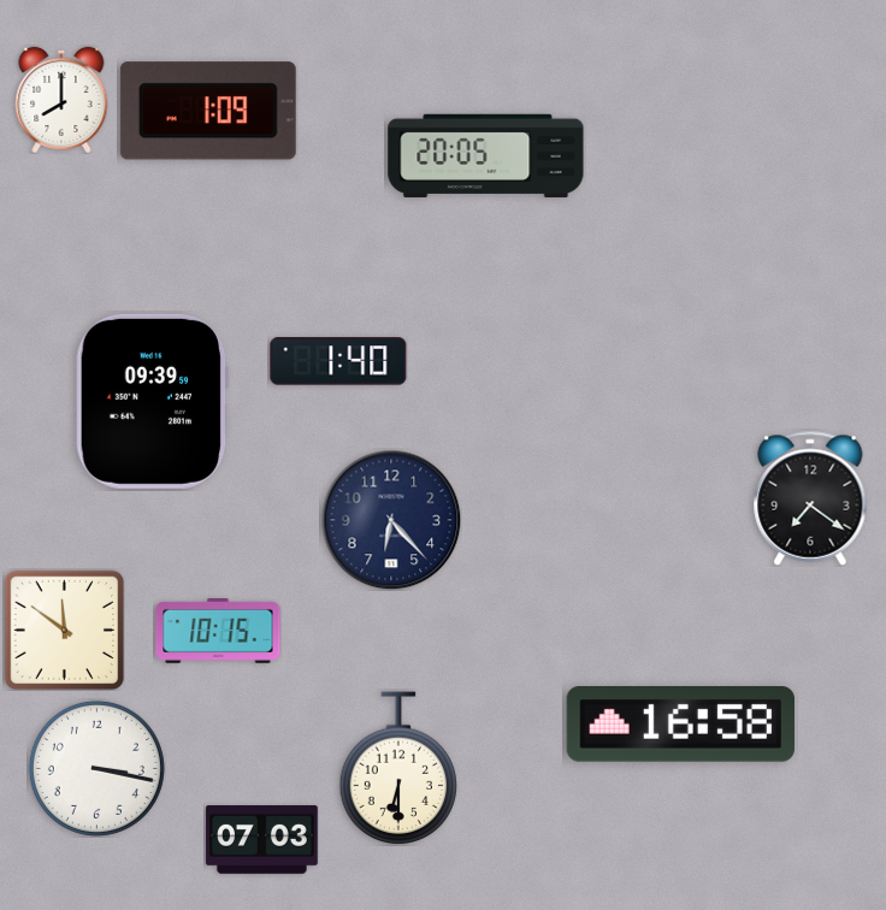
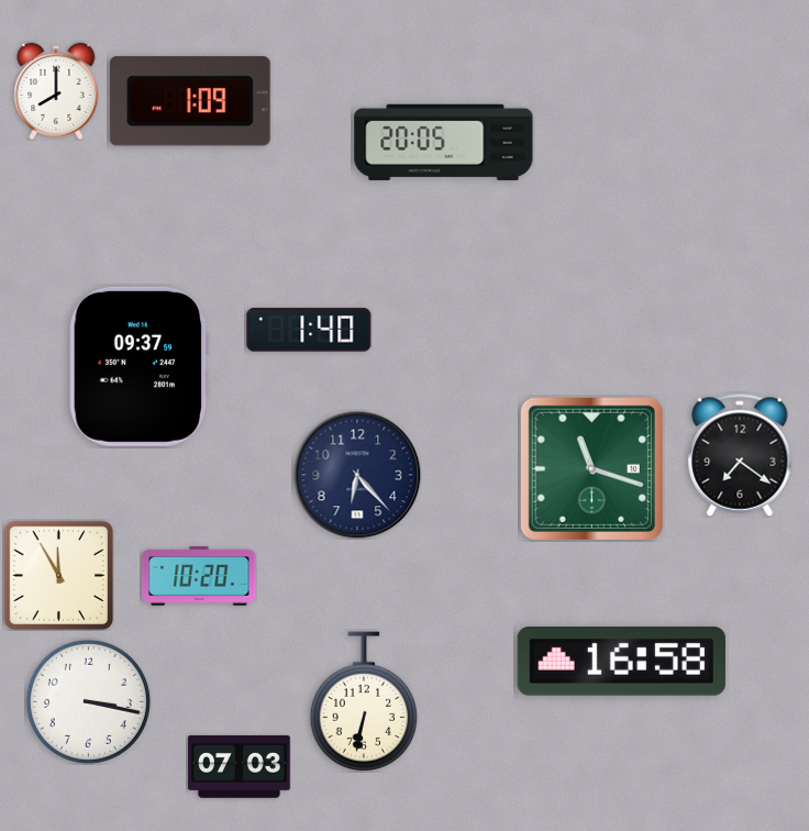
clock at (152, 401): 09:39 -> 09:37
clock at (591, 468): none -> 11:18
clock at (64, 630): 11:51 -> 11:55
clock at (218, 632): 10:15 -> 10:20
clock at (398, 768): 6:30 -> 6:32
